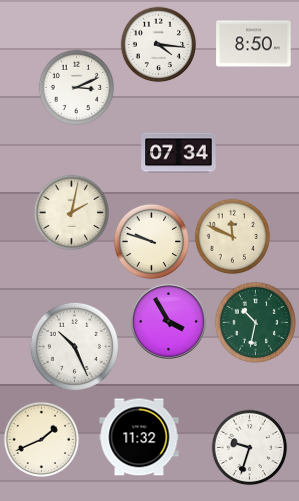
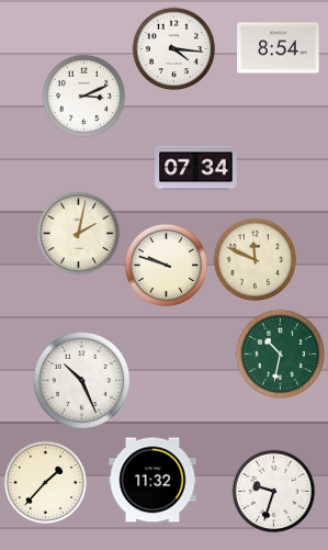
clock at (254, 44): 8:50 -> 8:54
clock at (168, 321): 3:55 -> none
clock at (42, 440): 1:41 -> 1:37
